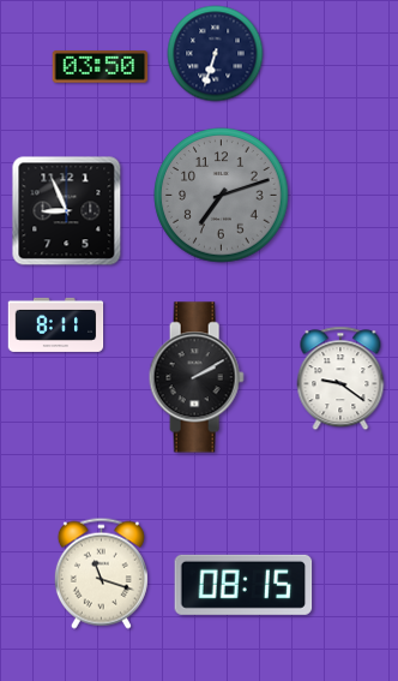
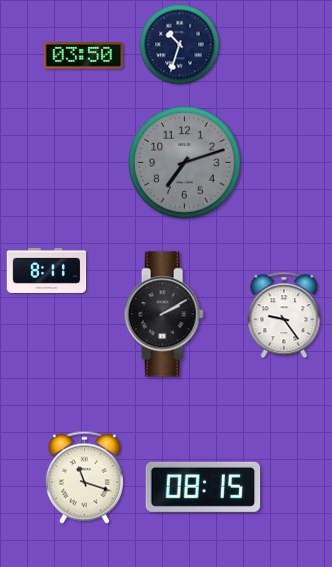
clock at (216, 54): 6:33 -> 10:33
clock at (67, 211): 8:56 -> none
clock at (340, 378): 9:21 -> 9:24
